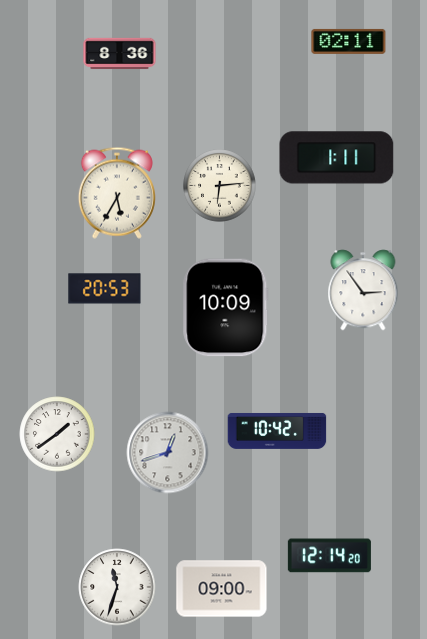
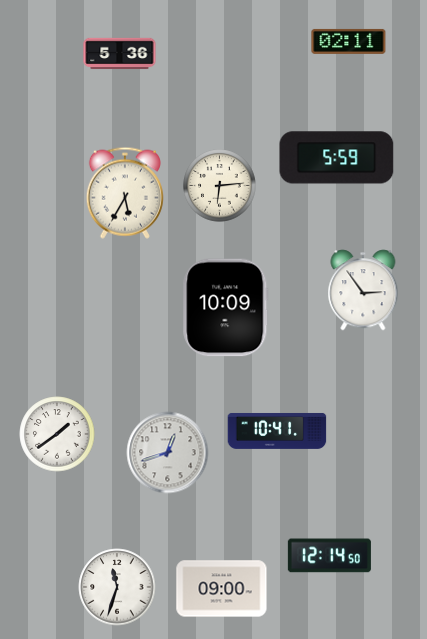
clock at (120, 54): 8:36 -> 5:36
clock at (337, 158): 1:11 -> 5:59
clock at (117, 193) position: (117, 193) -> (125, 193)
clock at (105, 289): 20:53 -> none
clock at (277, 431): 10:42 -> 10:41
clock at (329, 556): 12:14:20 -> 12:14:50
